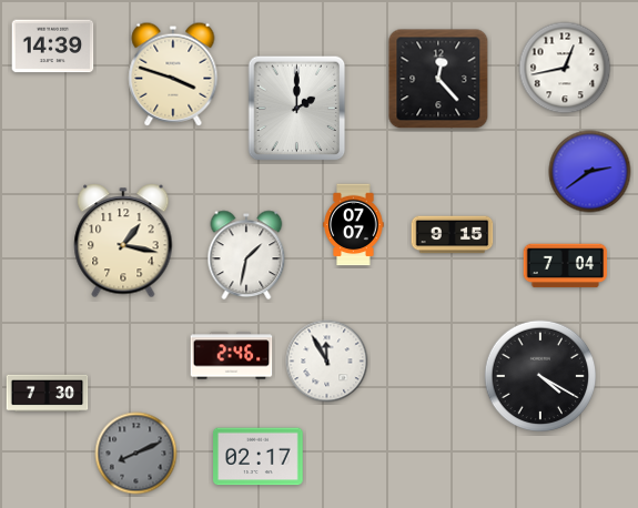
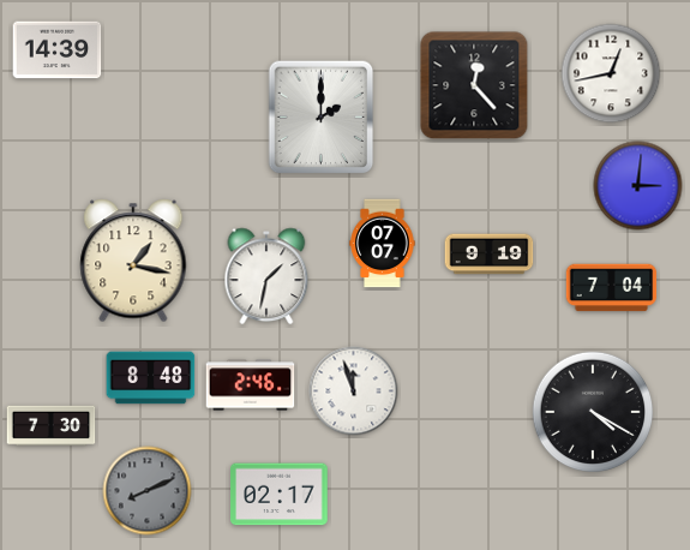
clock at (173, 74): 3:48 -> none
clock at (590, 172): 2:39 -> 3:01
clock at (453, 235): 9:15 -> 9:19
clock at (151, 378): none -> 8:48
clock at (327, 362): 11:55 -> 11:57
clock at (540, 376) position: (540, 376) -> (593, 412)
